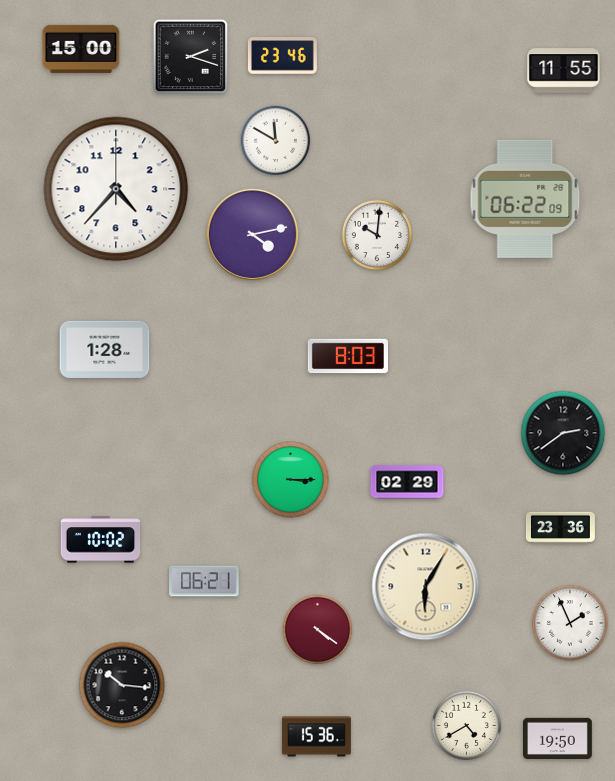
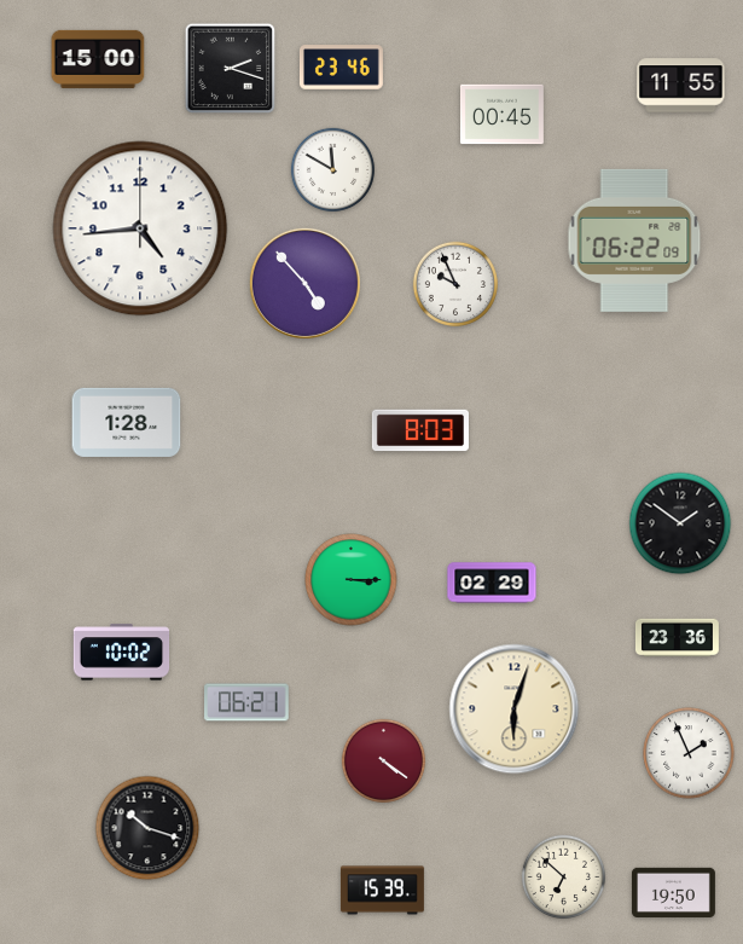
clock at (501, 115): none -> 00:45
clock at (116, 189): 4:37 -> 4:44
clock at (252, 234): 4:13 -> 4:53
clock at (377, 235): 10:01 -> 9:56
clock at (563, 433): 2:39 -> 1:51
clock at (426, 587): 6:05 -> 6:03
clock at (122, 685): 10:16 -> 10:18
clock at (467, 726): 4:40 -> 6:52
clock at (316, 737): 15:36 -> 15:39
